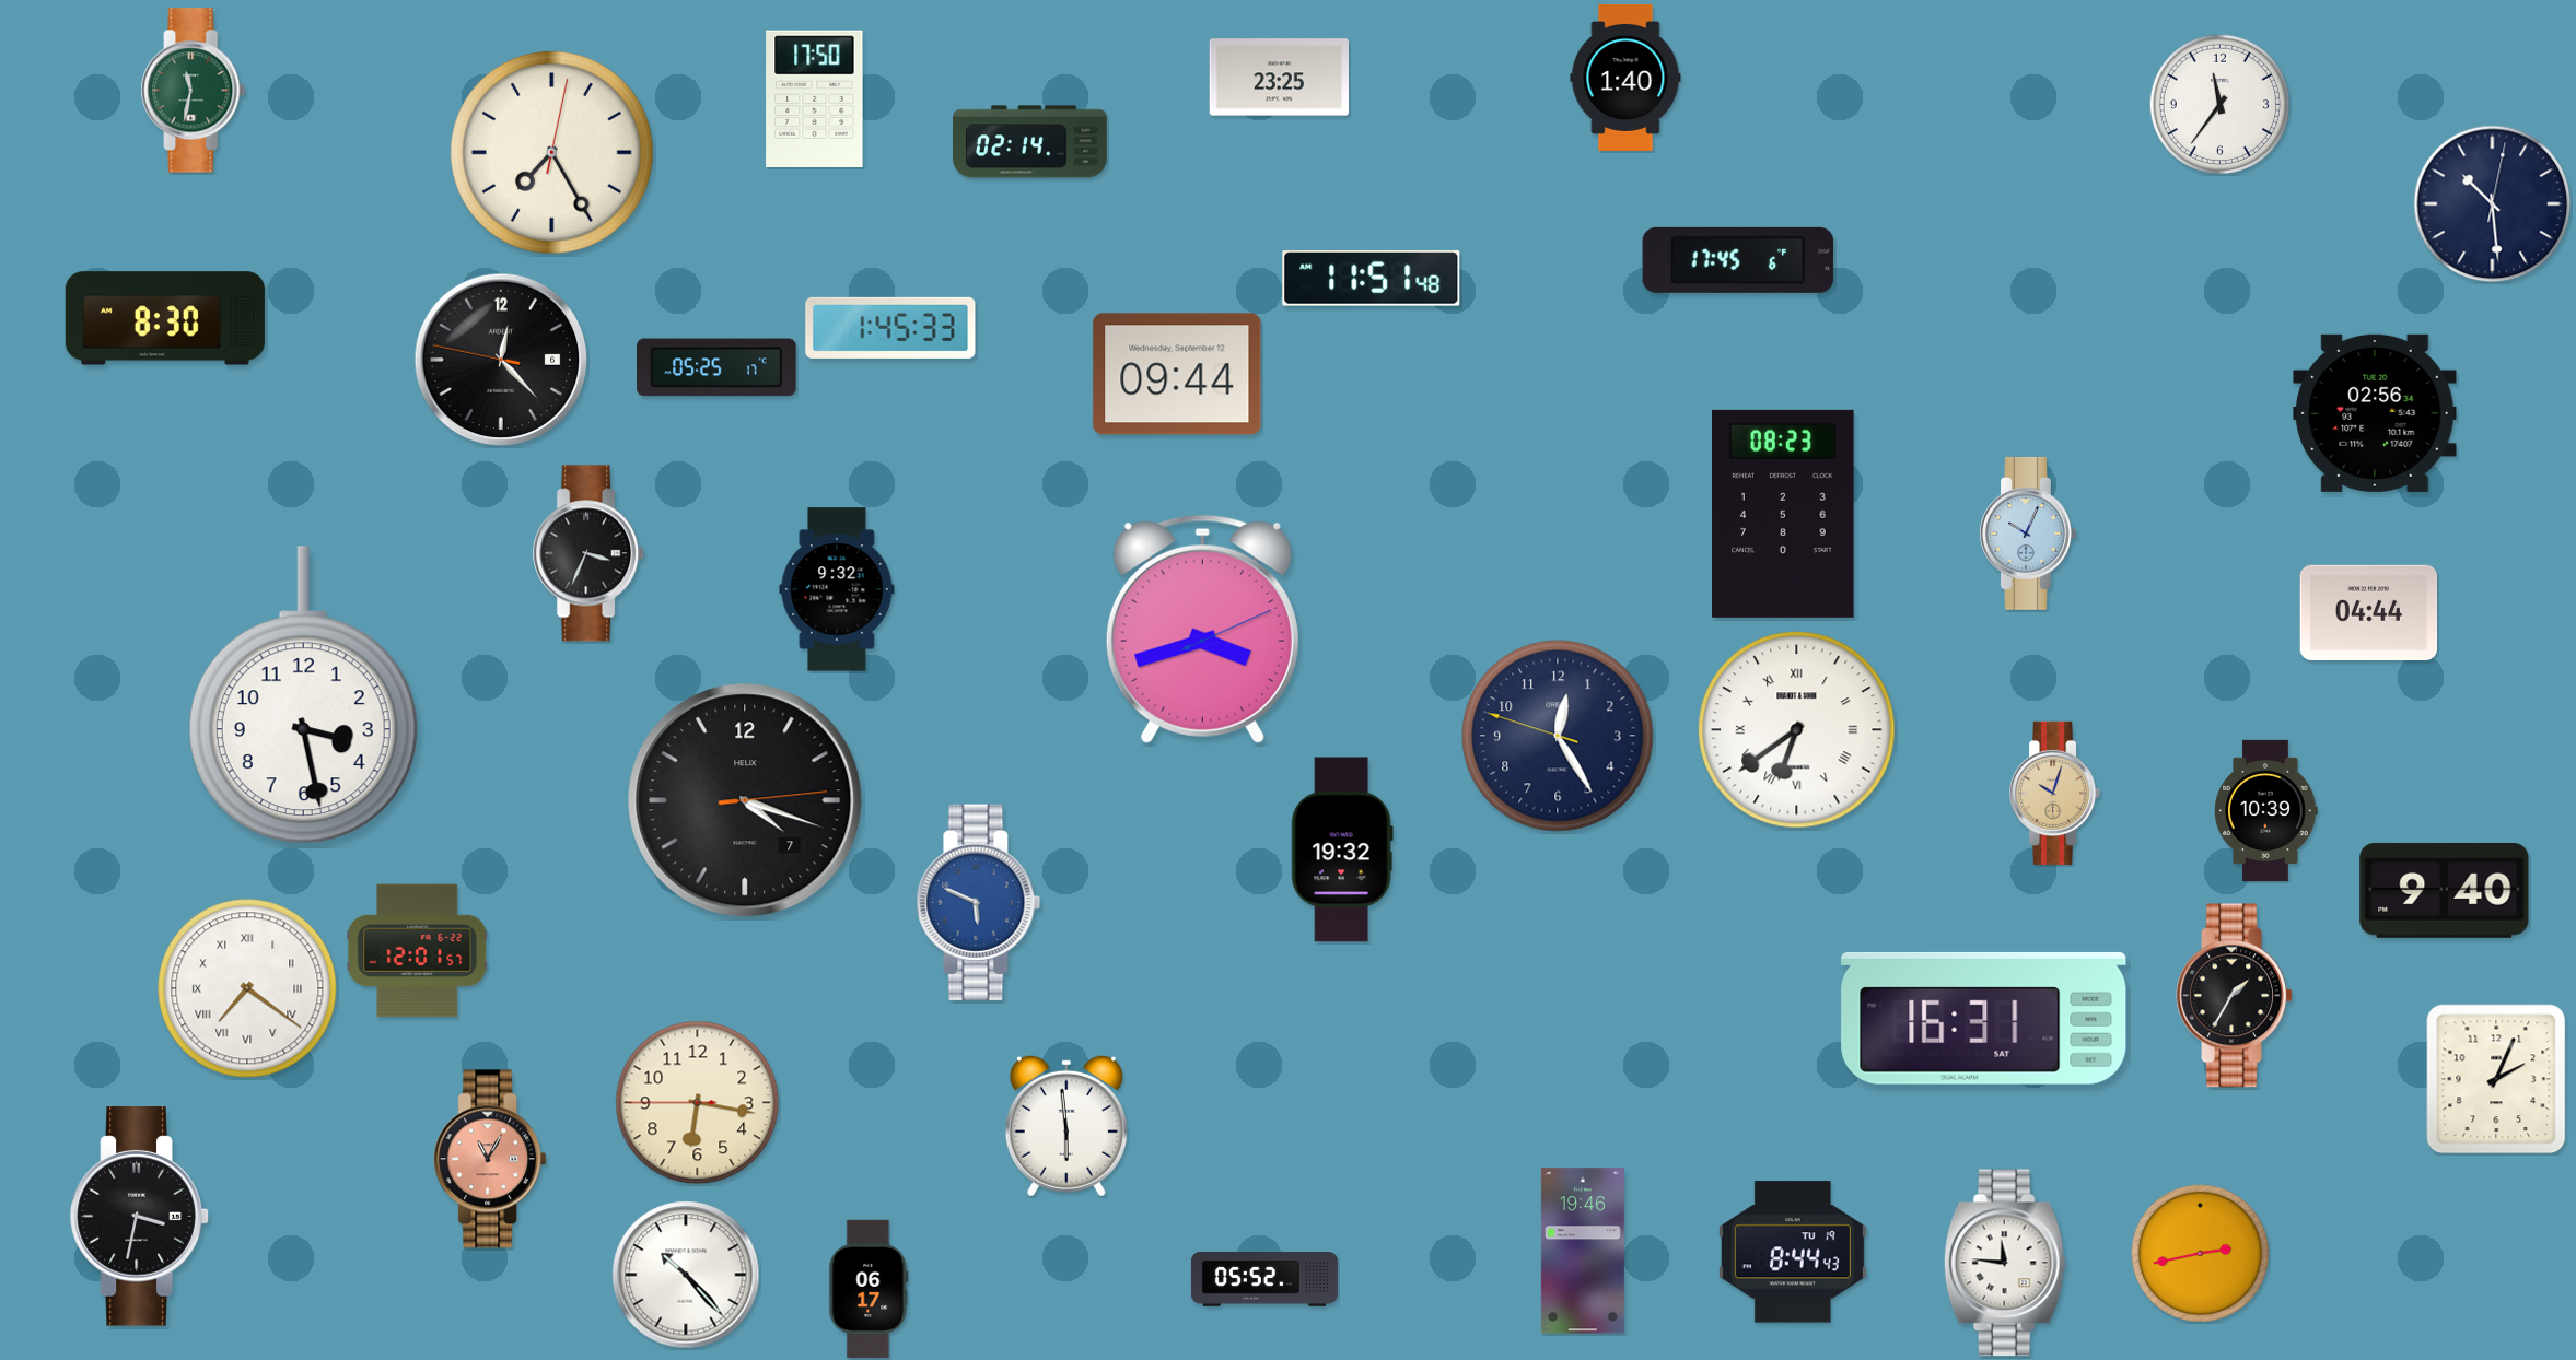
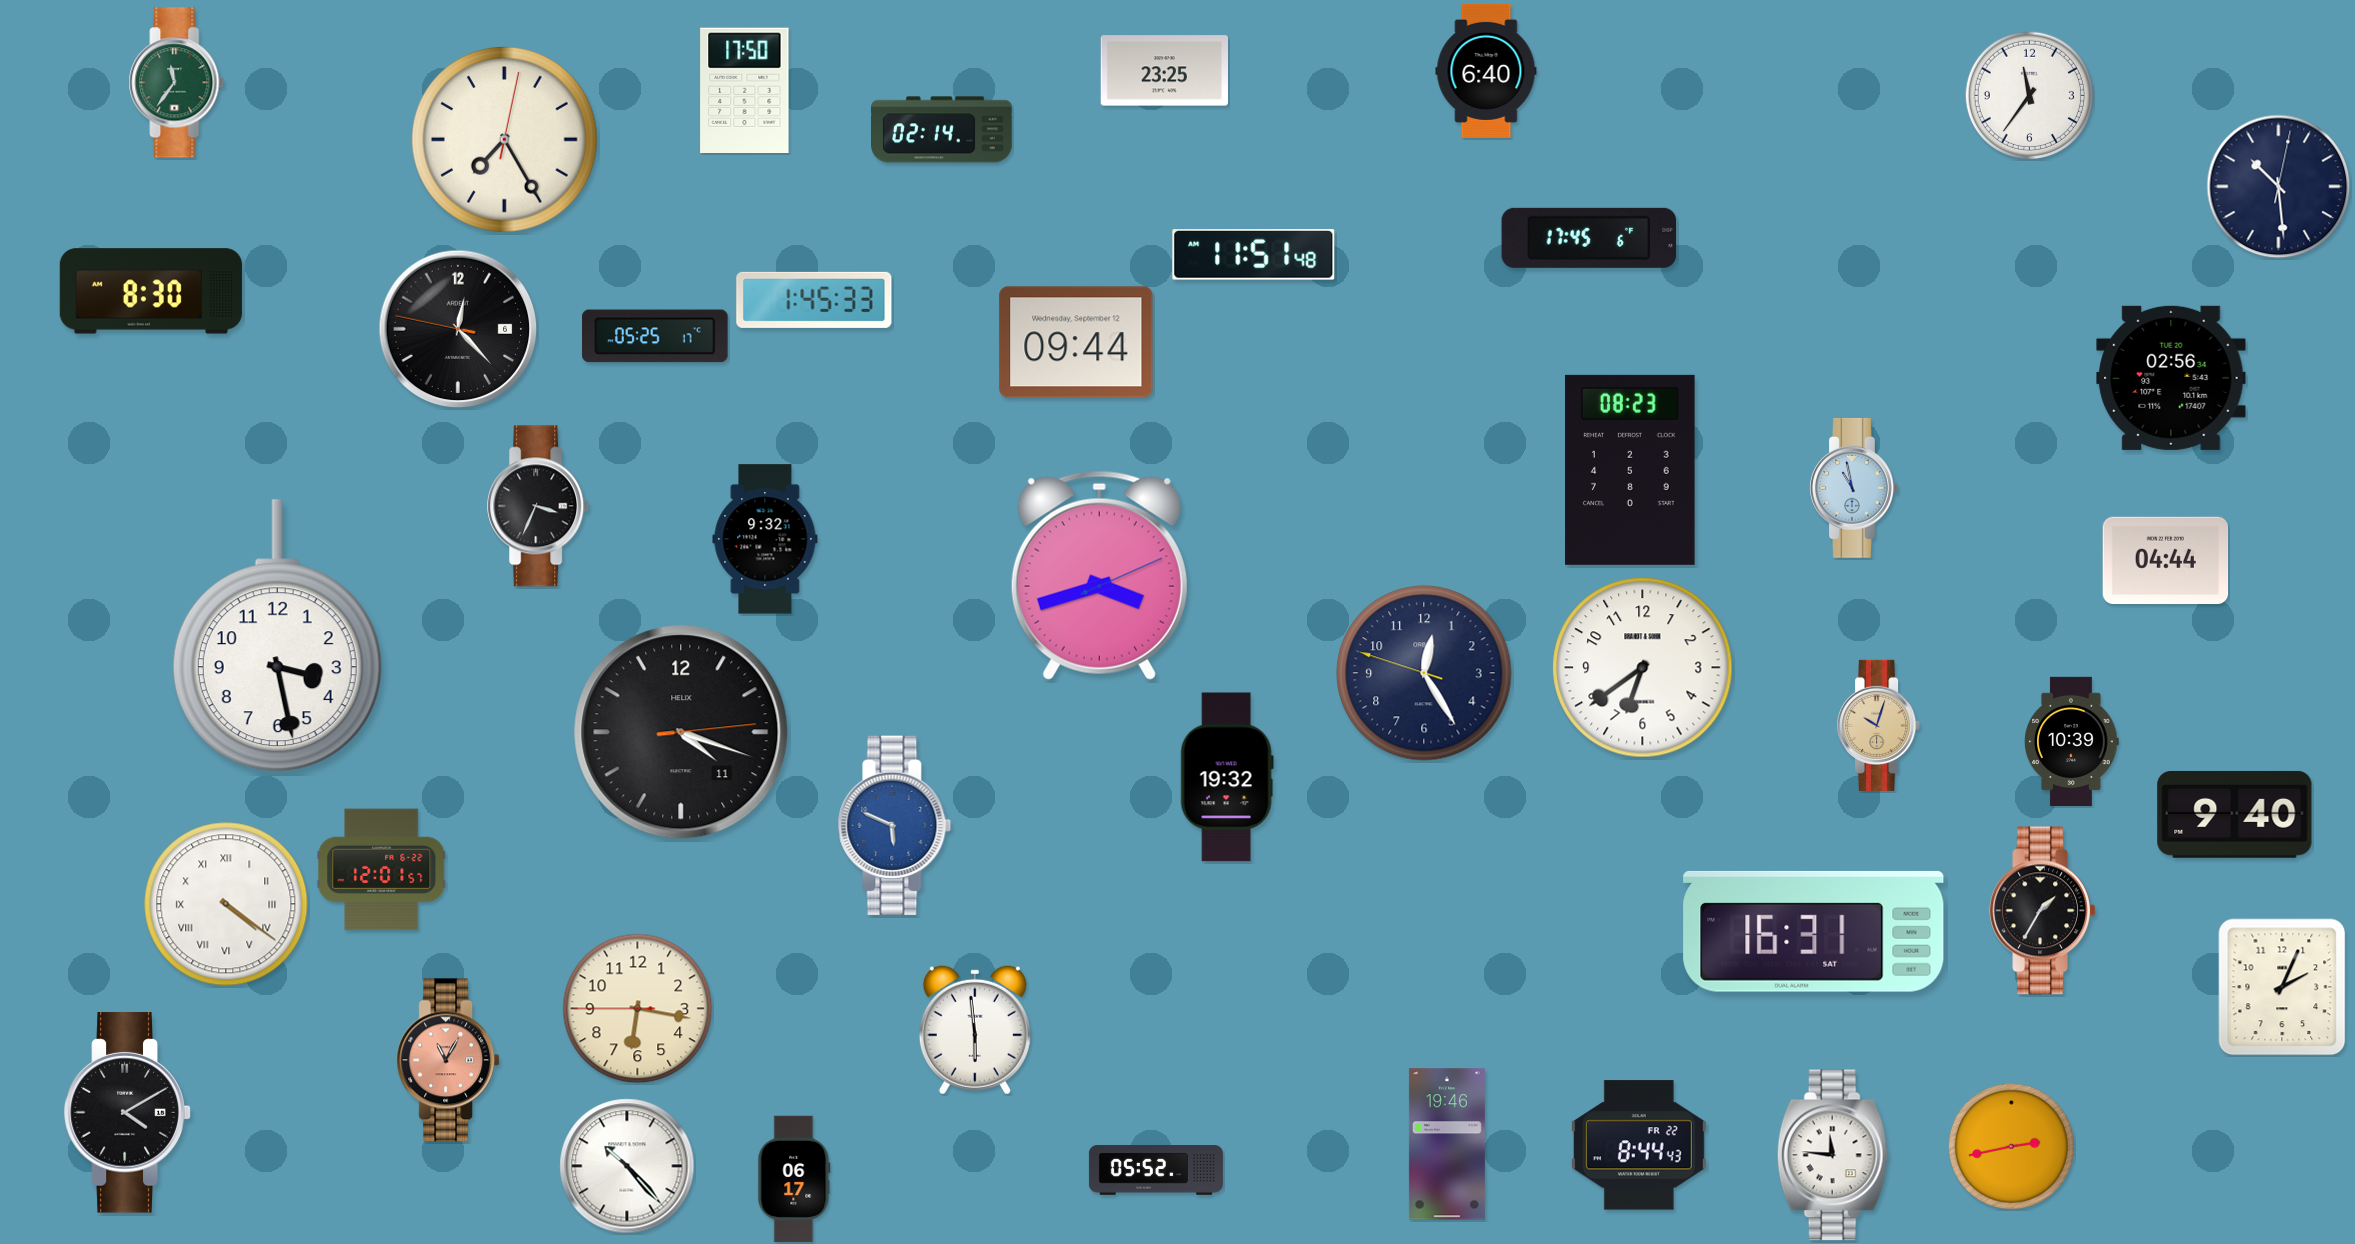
clock at (1279, 78) position: (1279, 78) -> (1164, 71)
clock at (1625, 78): 1:40 -> 6:40
clock at (194, 91): 11:32 -> 11:36
clock at (2028, 534): 10:04 -> 10:58
clock at (1797, 730) numerals: Roman -> Arabic
clock at (745, 800) date: 7 -> 11
clock at (247, 988): 7:21 -> 4:21
clock at (140, 1217): 3:32 -> 4:10
clock at (1793, 1252) date: TU 19 -> FR 22
